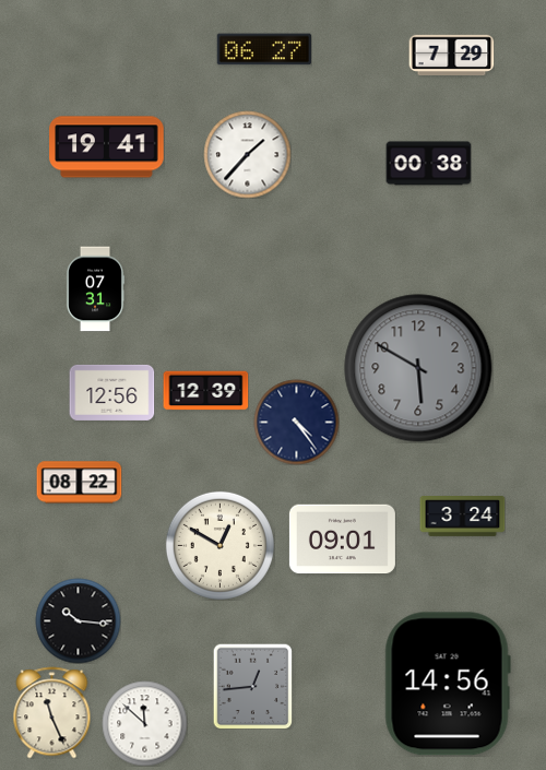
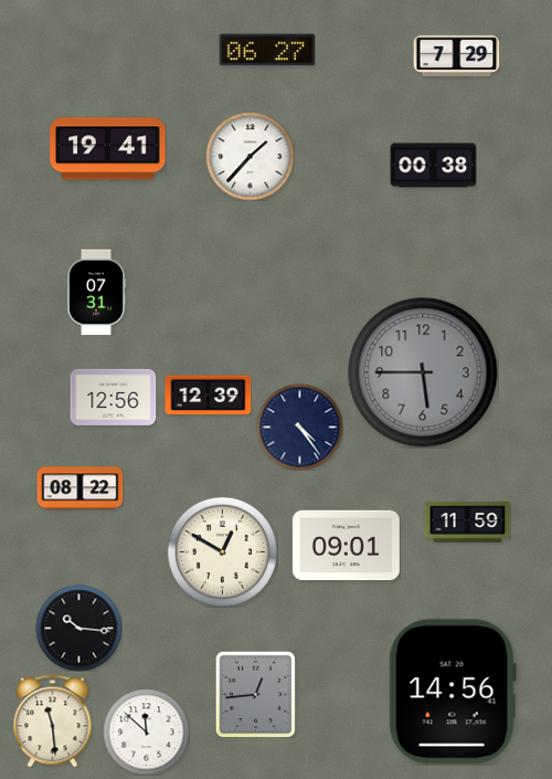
clock at (418, 368): 5:50 -> 5:45
clock at (462, 517): 3:24 -> 11:59
clock at (52, 712): 11:26 -> 11:29
